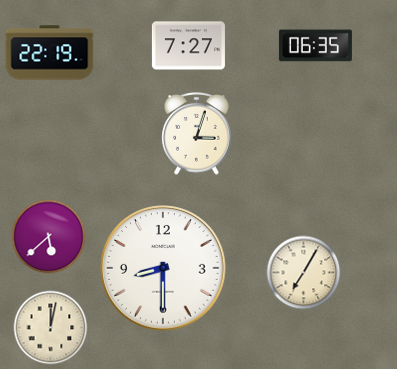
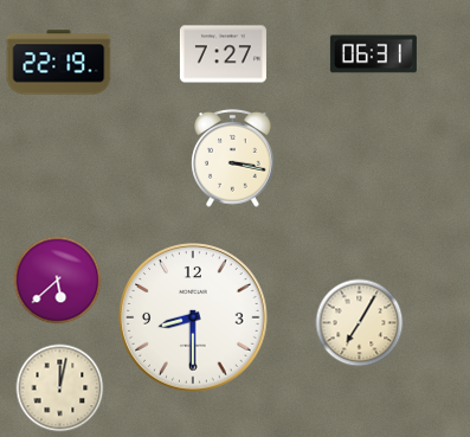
clock at (315, 46): 06:35 -> 06:31
clock at (197, 134): 3:03 -> 3:17
